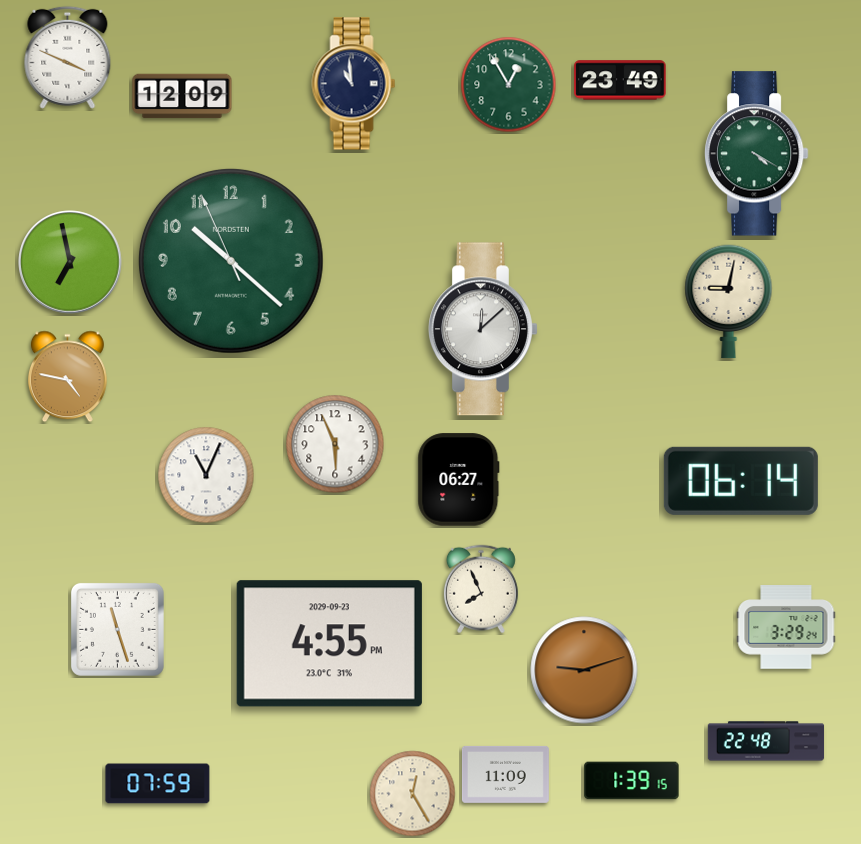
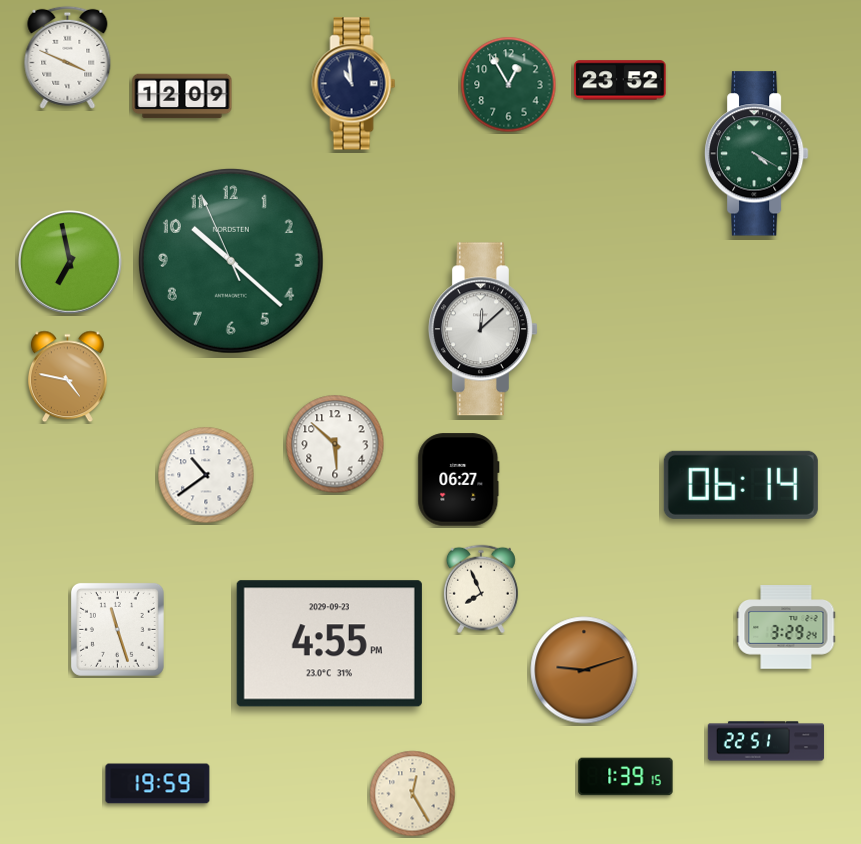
clock at (620, 80): 23:49 -> 23:52
clock at (729, 302): 9:02 -> none
clock at (335, 444): 5:56 -> 5:52
clock at (206, 475): 11:04 -> 10:39
clock at (741, 481) position: (741, 481) -> (741, 485)
clock at (766, 741): 22:48 -> 22:51
clock at (505, 774): 11:09 -> none
clock at (632, 781) position: (632, 781) -> (626, 777)
clock at (158, 784): 07:59 -> 19:59
